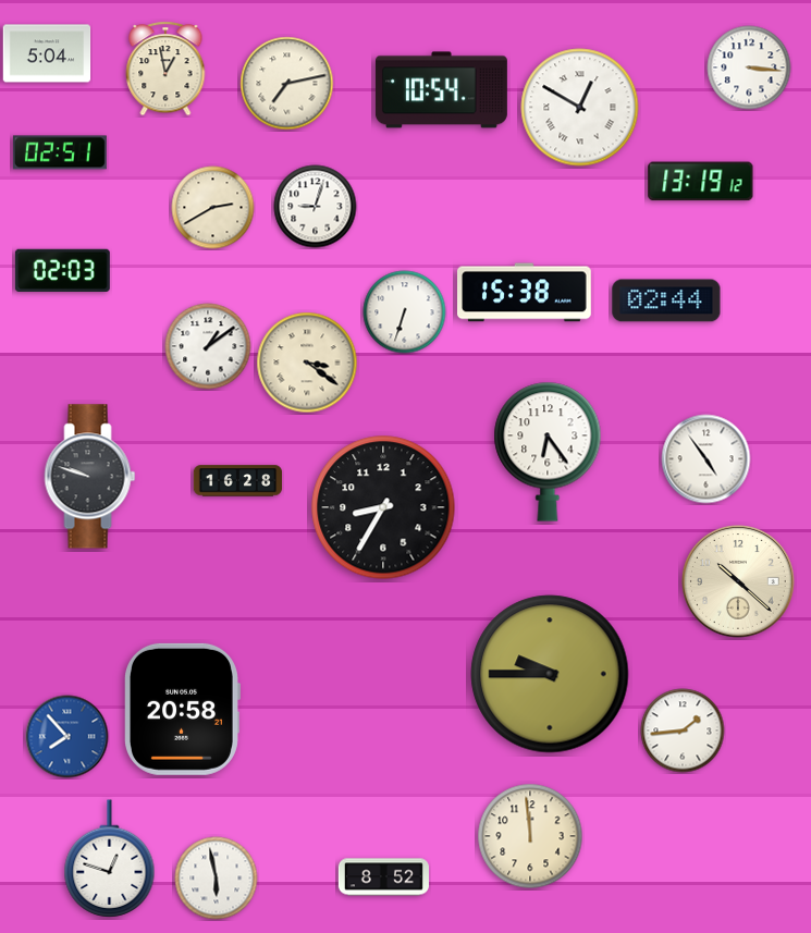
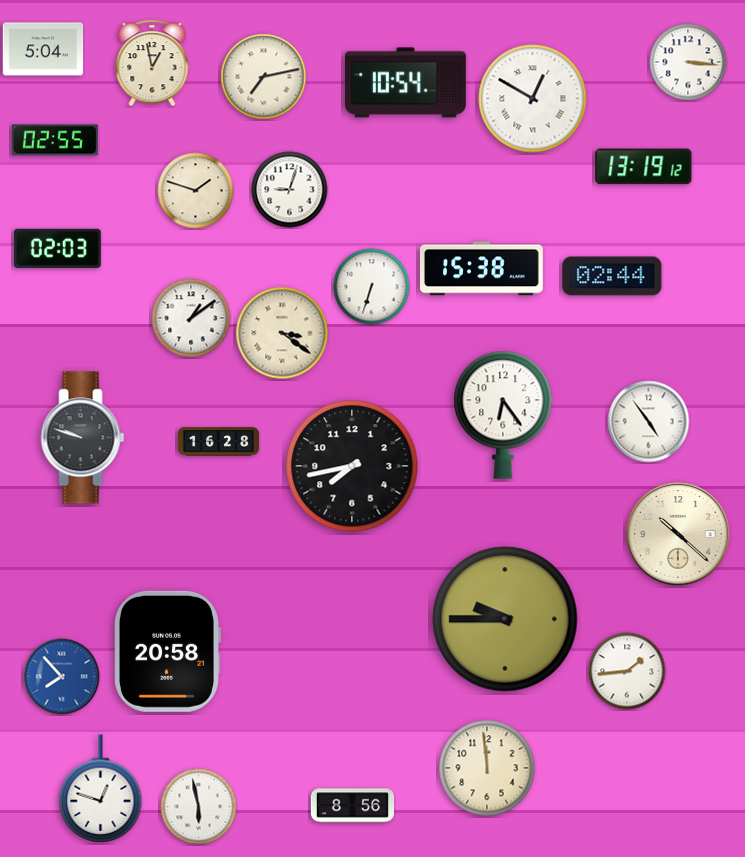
clock at (60, 152): 02:51 -> 02:55
clock at (213, 208): 2:40 -> 1:48
clock at (383, 507): 8:35 -> 7:43
clock at (383, 877): 8:52 -> 8:56
